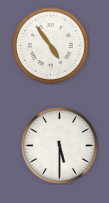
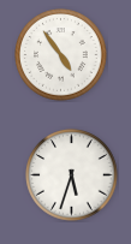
clock at (60, 146): 5:30 -> 5:33
